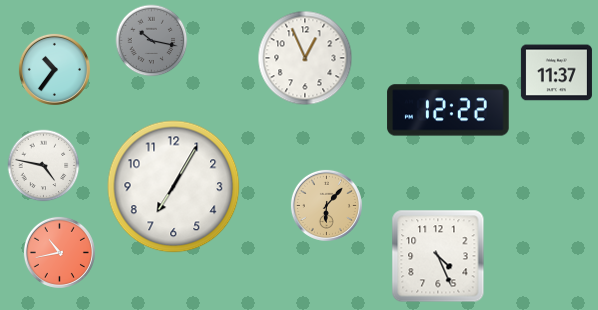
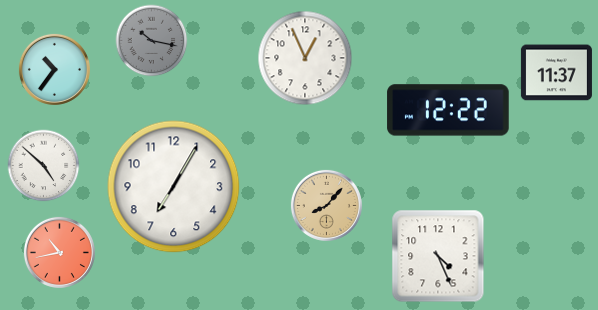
clock at (44, 166): 4:47 -> 4:52
clock at (326, 205): 6:07 -> 8:07
